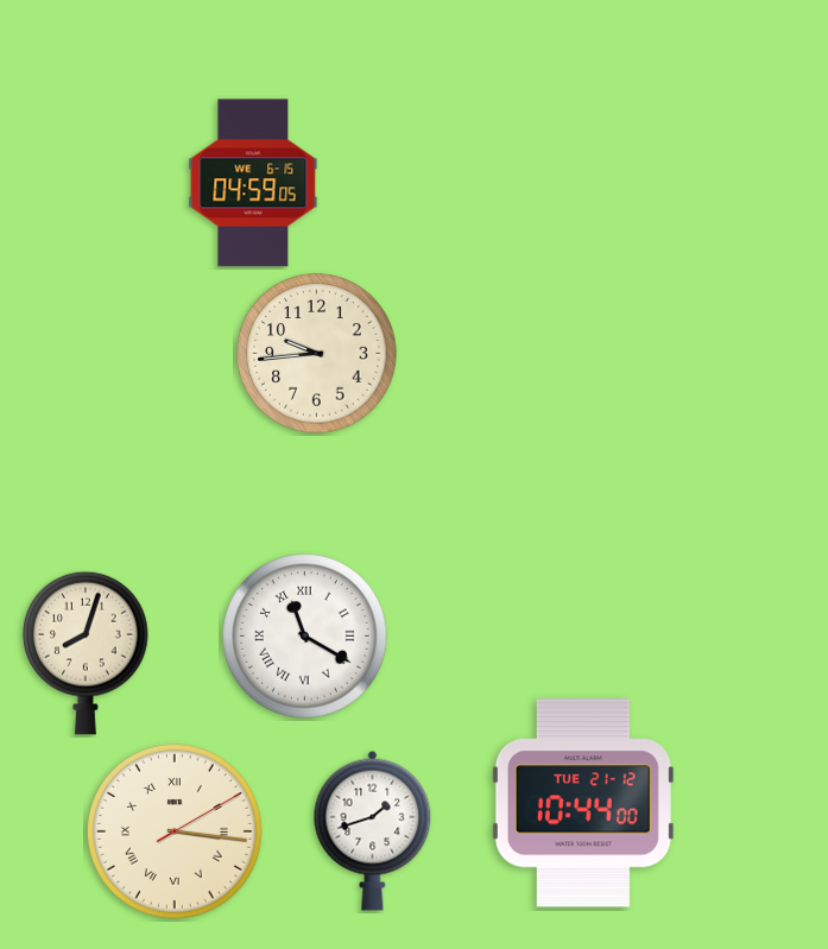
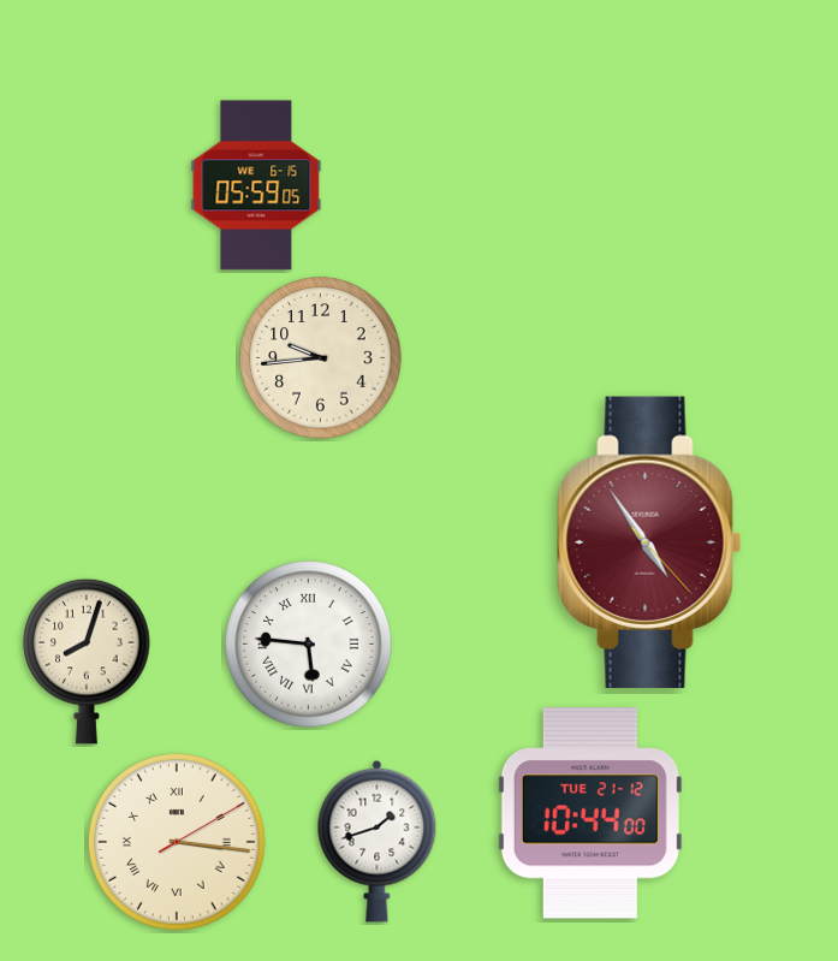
clock at (253, 183): 04:59 -> 05:59
clock at (649, 542): none -> 4:54
clock at (305, 637): 11:20 -> 5:46
